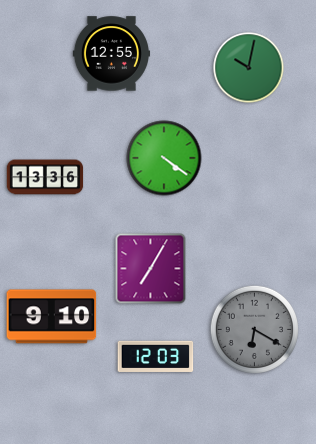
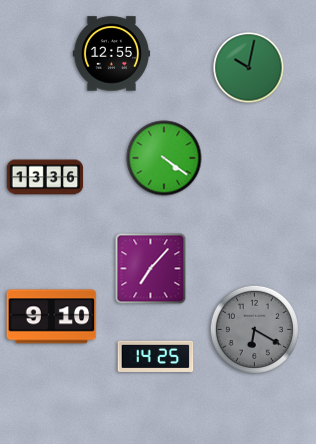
clock at (151, 269): 7:05 -> 7:07
clock at (156, 356): 12:03 -> 14:25
